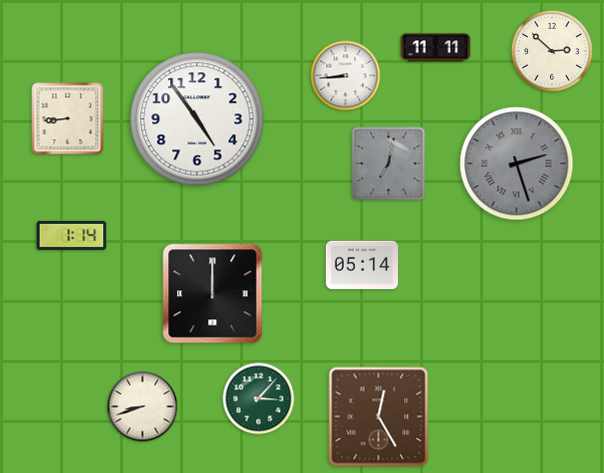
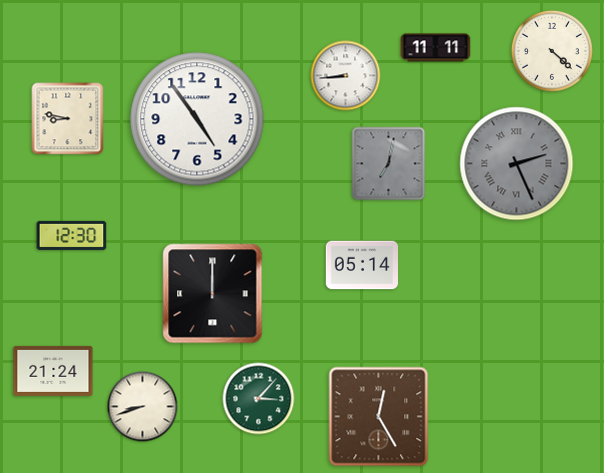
clock at (552, 51): 2:52 -> 4:22
clock at (68, 119): 8:44 -> 8:47
clock at (517, 164): 2:27 -> 2:26
clock at (72, 235): 1:14 -> 12:30
clock at (53, 371): none -> 21:24
